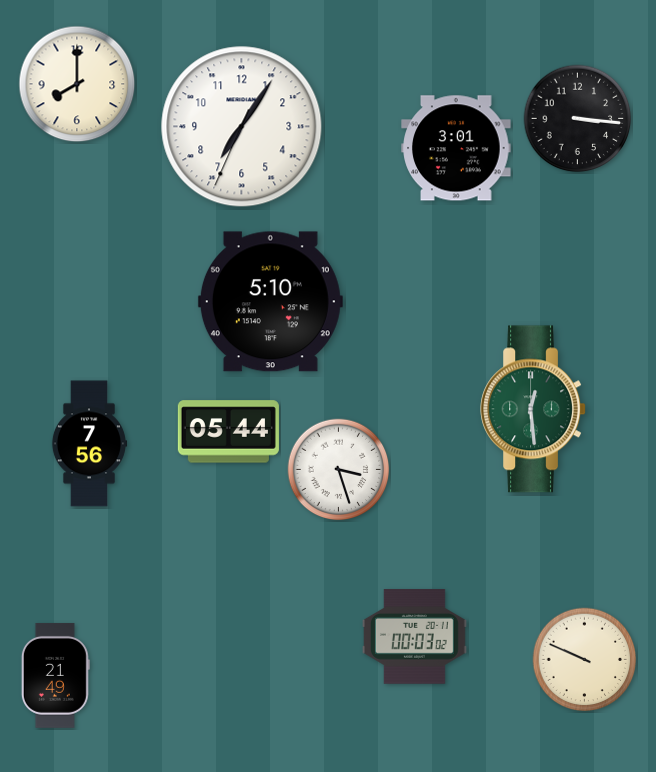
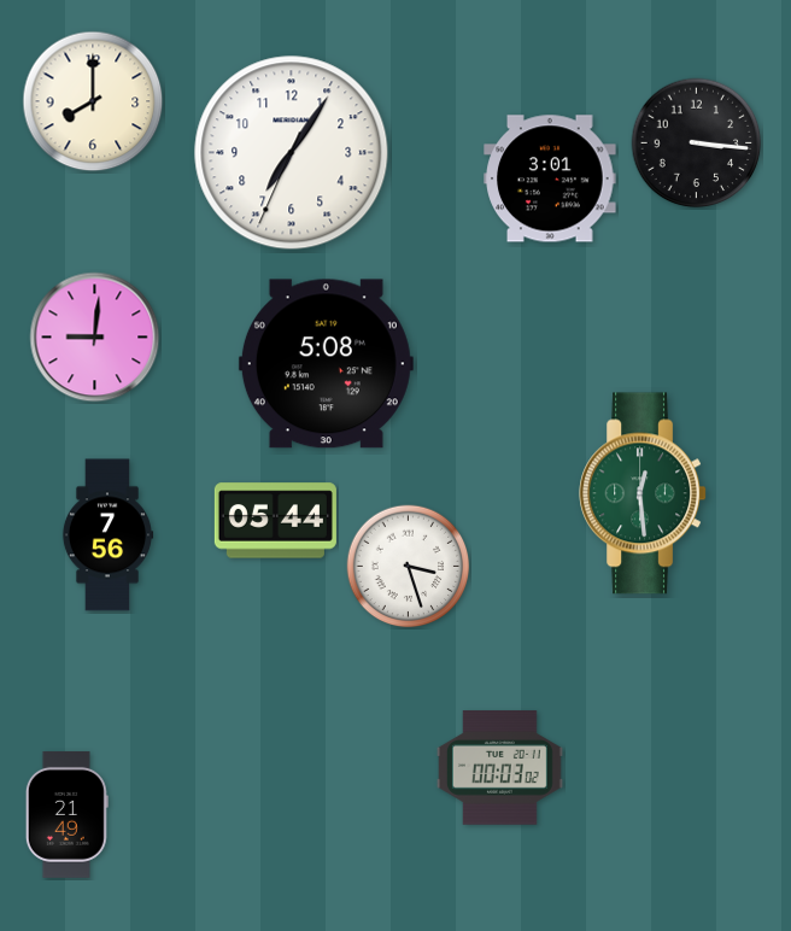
clock at (95, 338): none -> 9:01
clock at (270, 302): 5:10 -> 5:08
clock at (585, 660): 9:49 -> none
